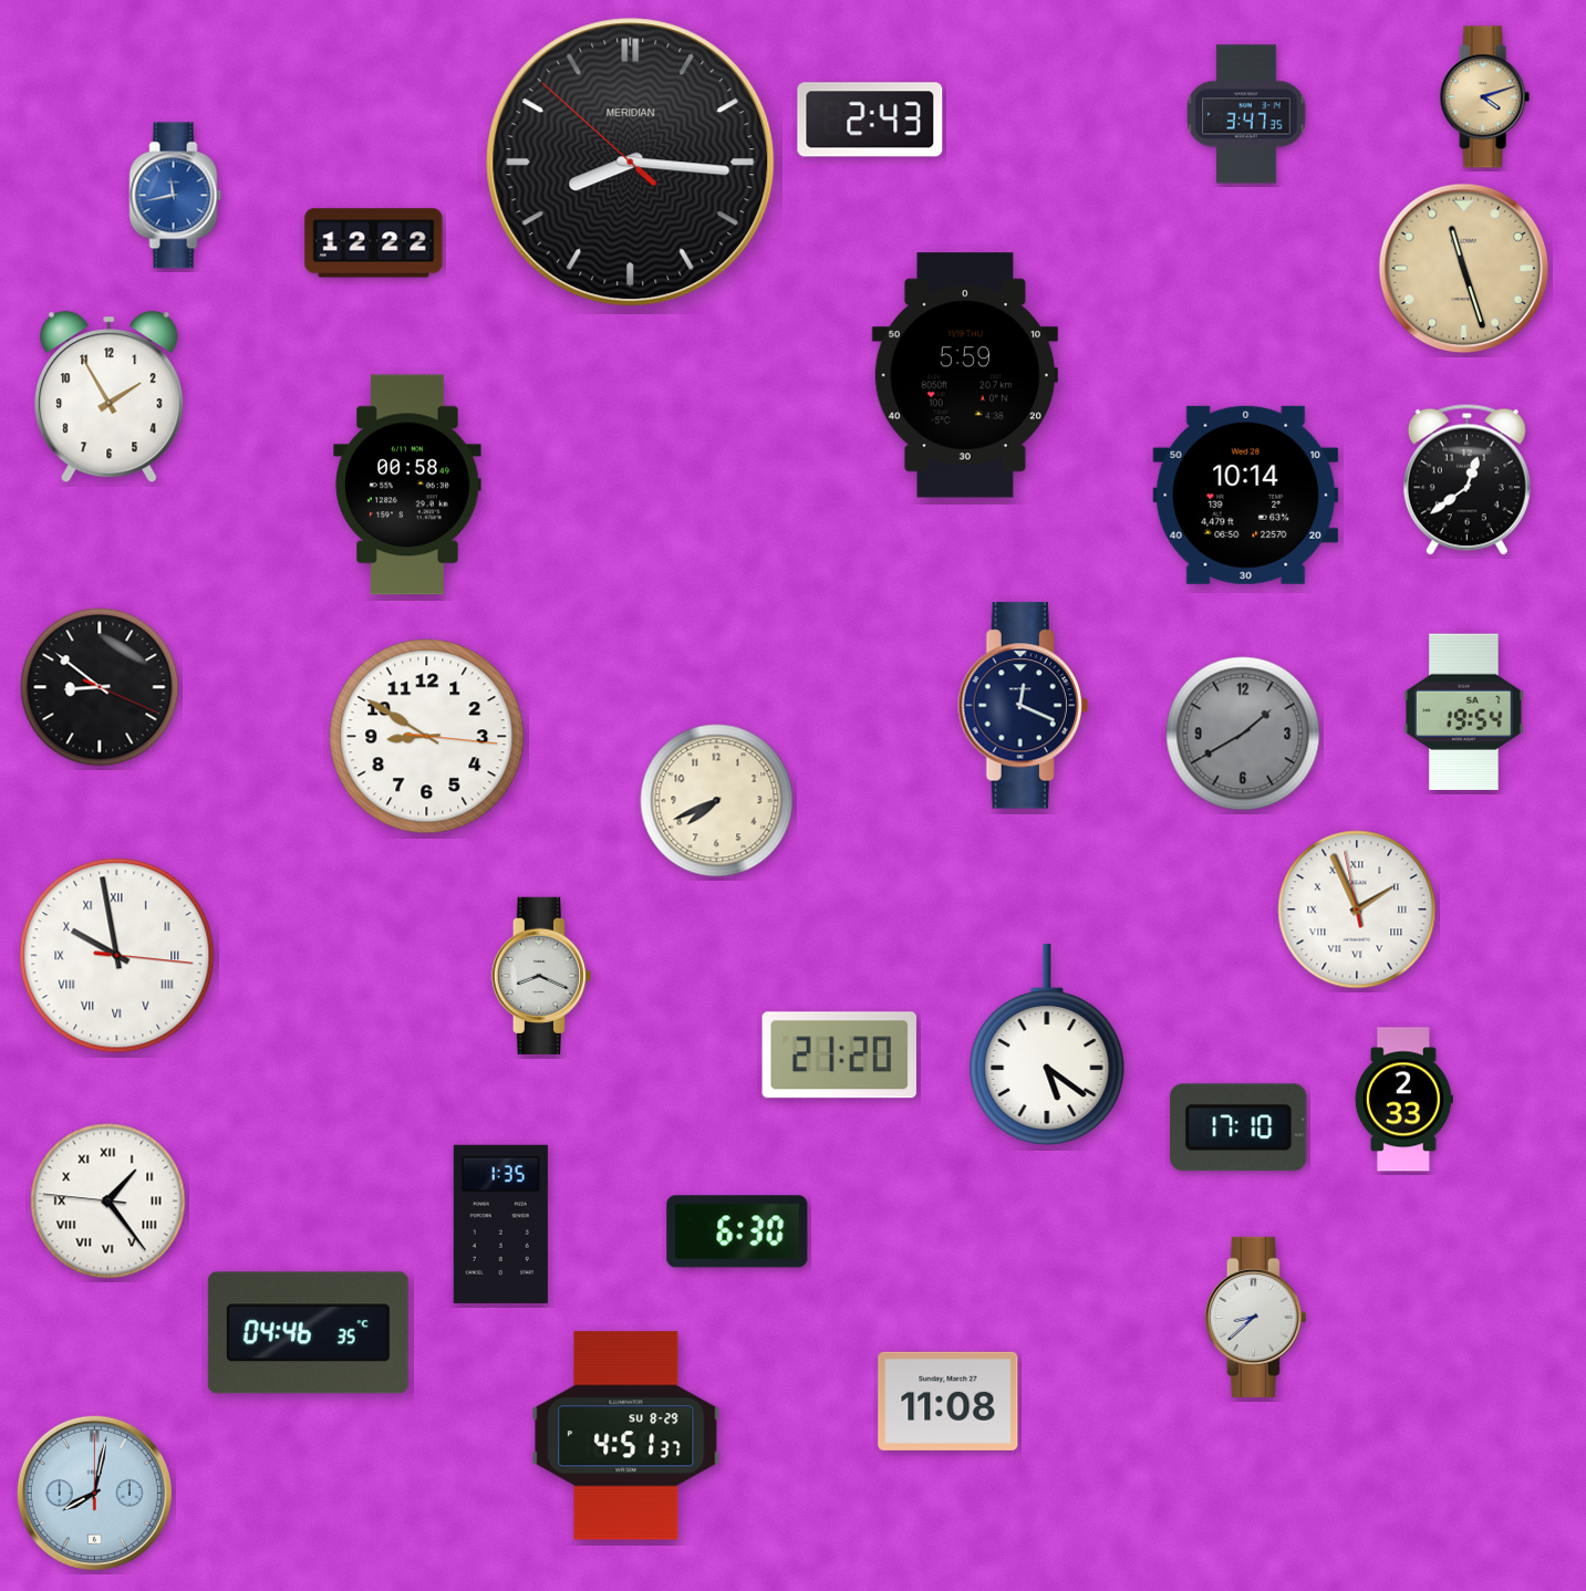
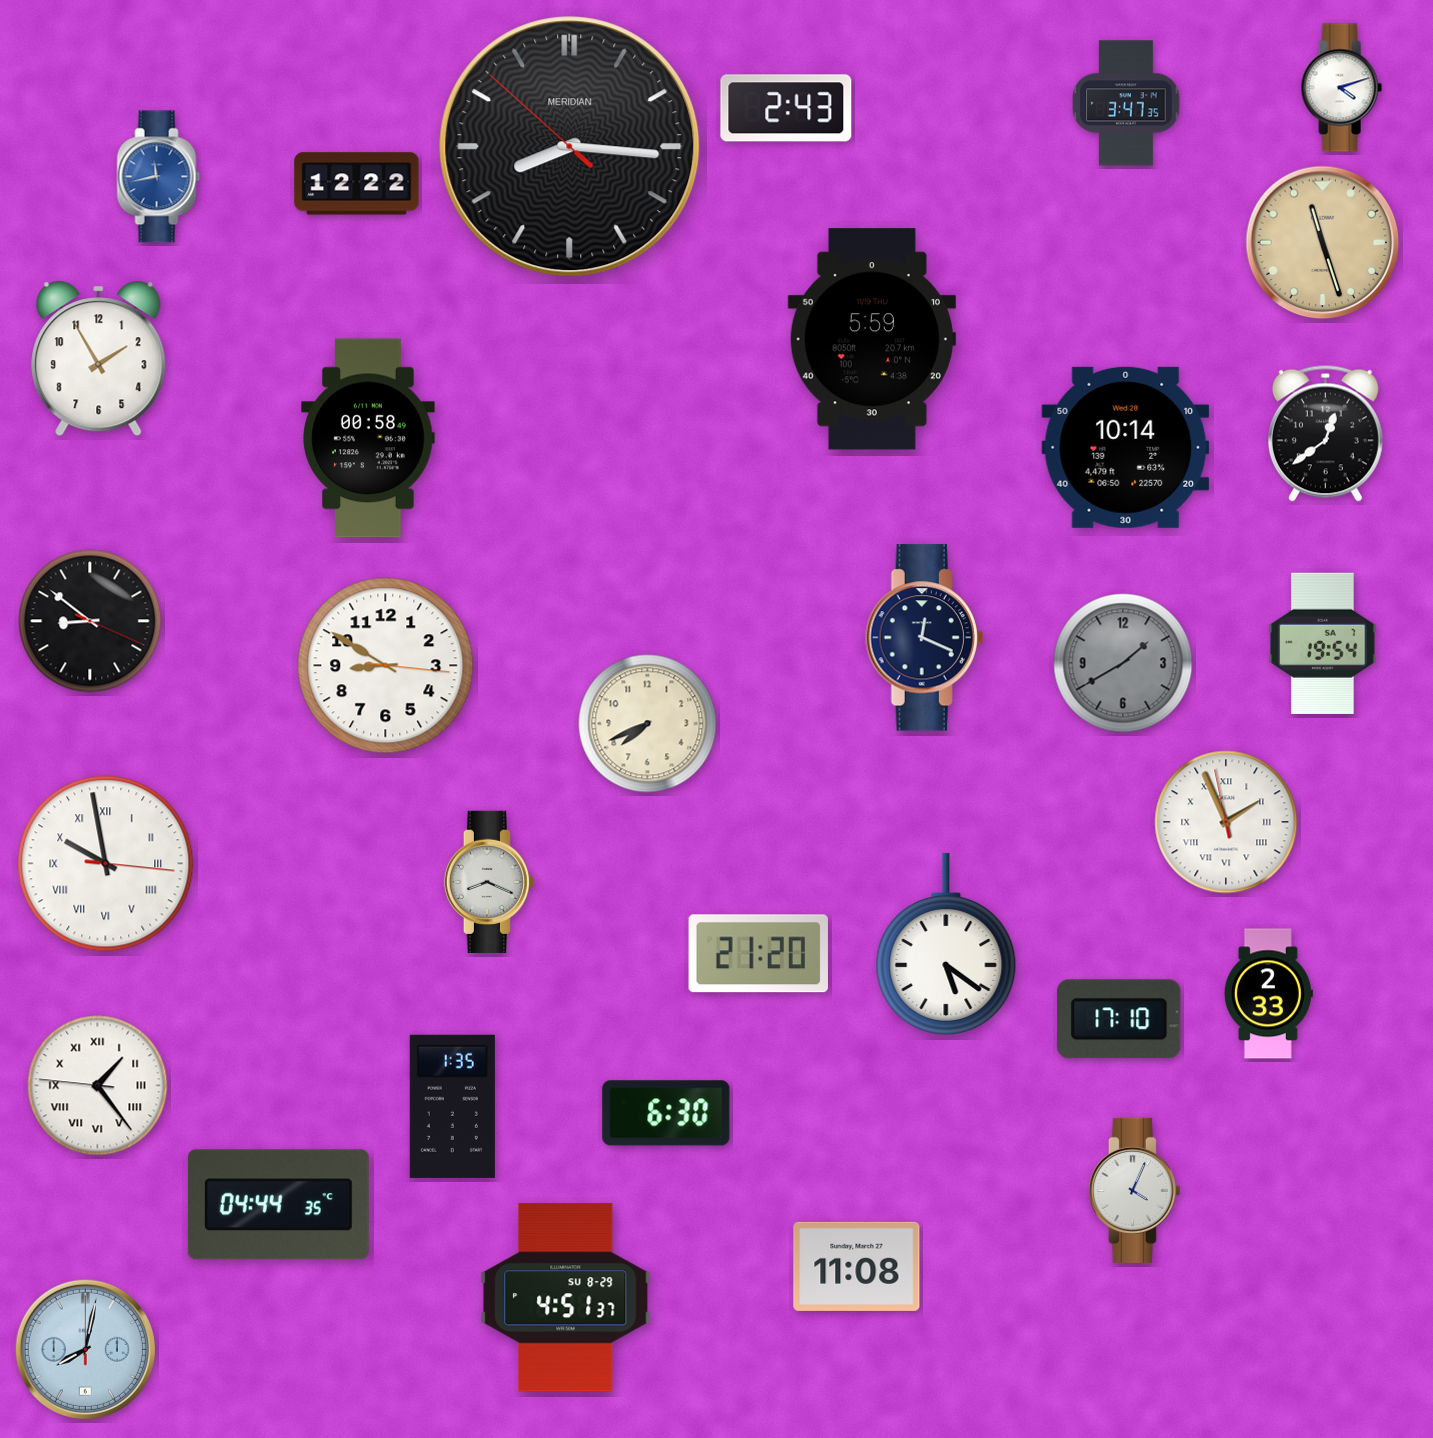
clock at (1484, 97) dial: champagne -> white
clock at (374, 243) position: (374, 243) -> (357, 184)
clock at (1255, 1317): 8:38 -> 4:04
clock at (308, 1333): 04:46 -> 04:44
